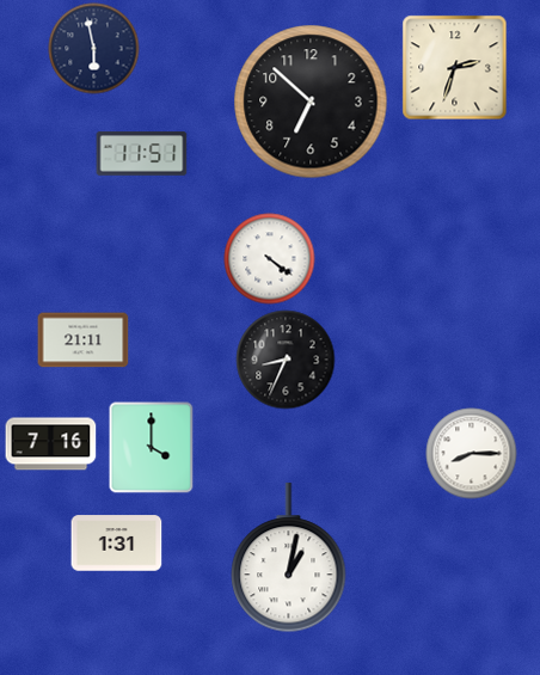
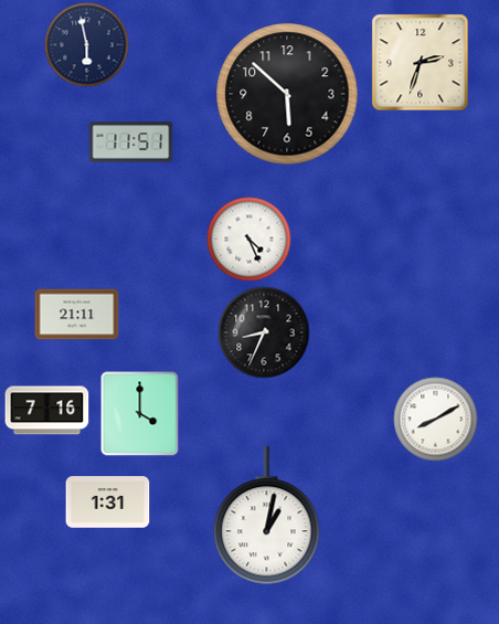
clock at (311, 102): 6:52 -> 5:52
clock at (270, 259): 4:21 -> 4:26
clock at (472, 454): 8:15 -> 8:10
